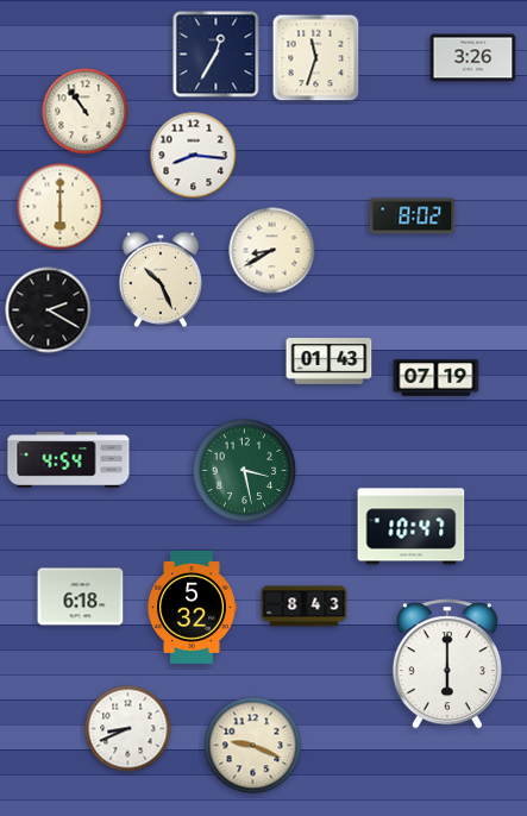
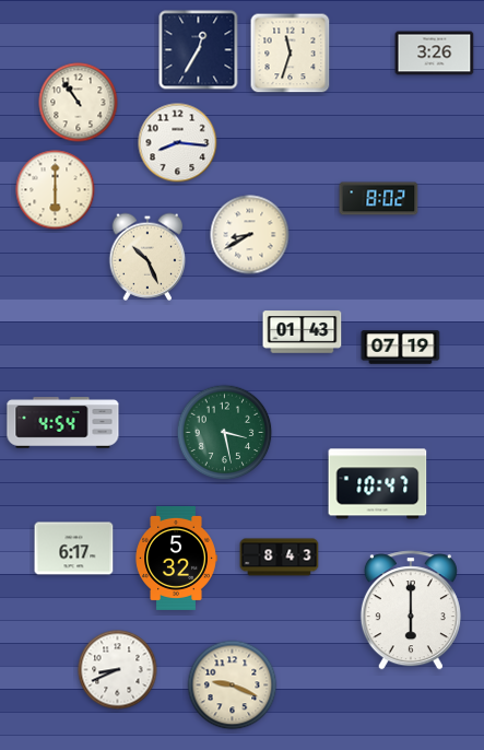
clock at (272, 251) position: (272, 251) -> (250, 235)
clock at (49, 310): 2:20 -> none
clock at (81, 597): 6:18 -> 6:17
